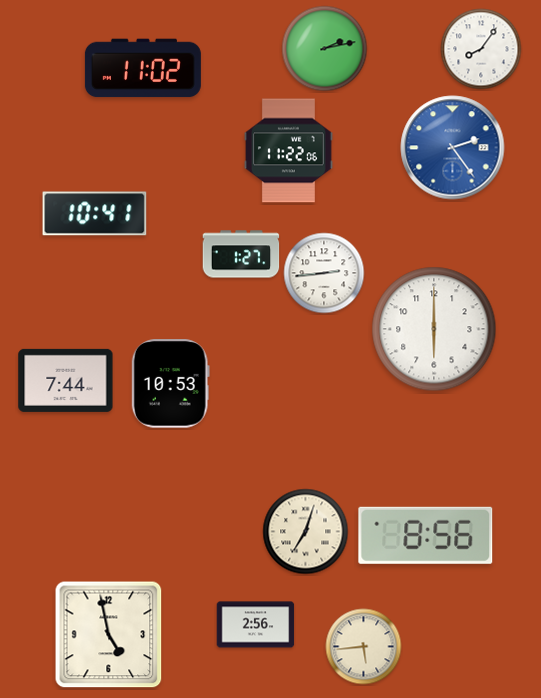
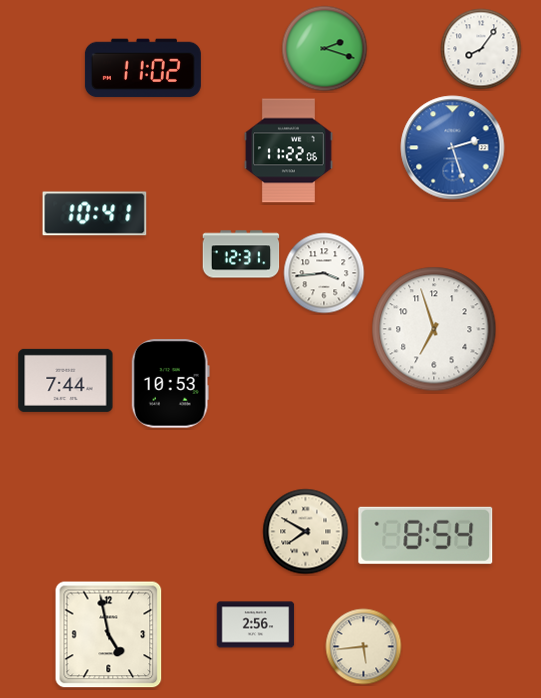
clock at (325, 49): 2:13 -> 2:18
clock at (453, 148): 2:24 -> 2:27
clock at (241, 254): 1:27 -> 12:31
clock at (324, 273): 2:44 -> 3:44
clock at (434, 329): 6:00 -> 6:57
clock at (306, 532): 7:03 -> 7:50
clock at (426, 535): 8:56 -> 8:54
